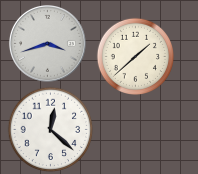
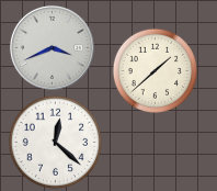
clock at (47, 43): 3:42 -> 3:41
clock at (135, 56) position: (135, 56) -> (155, 70)
